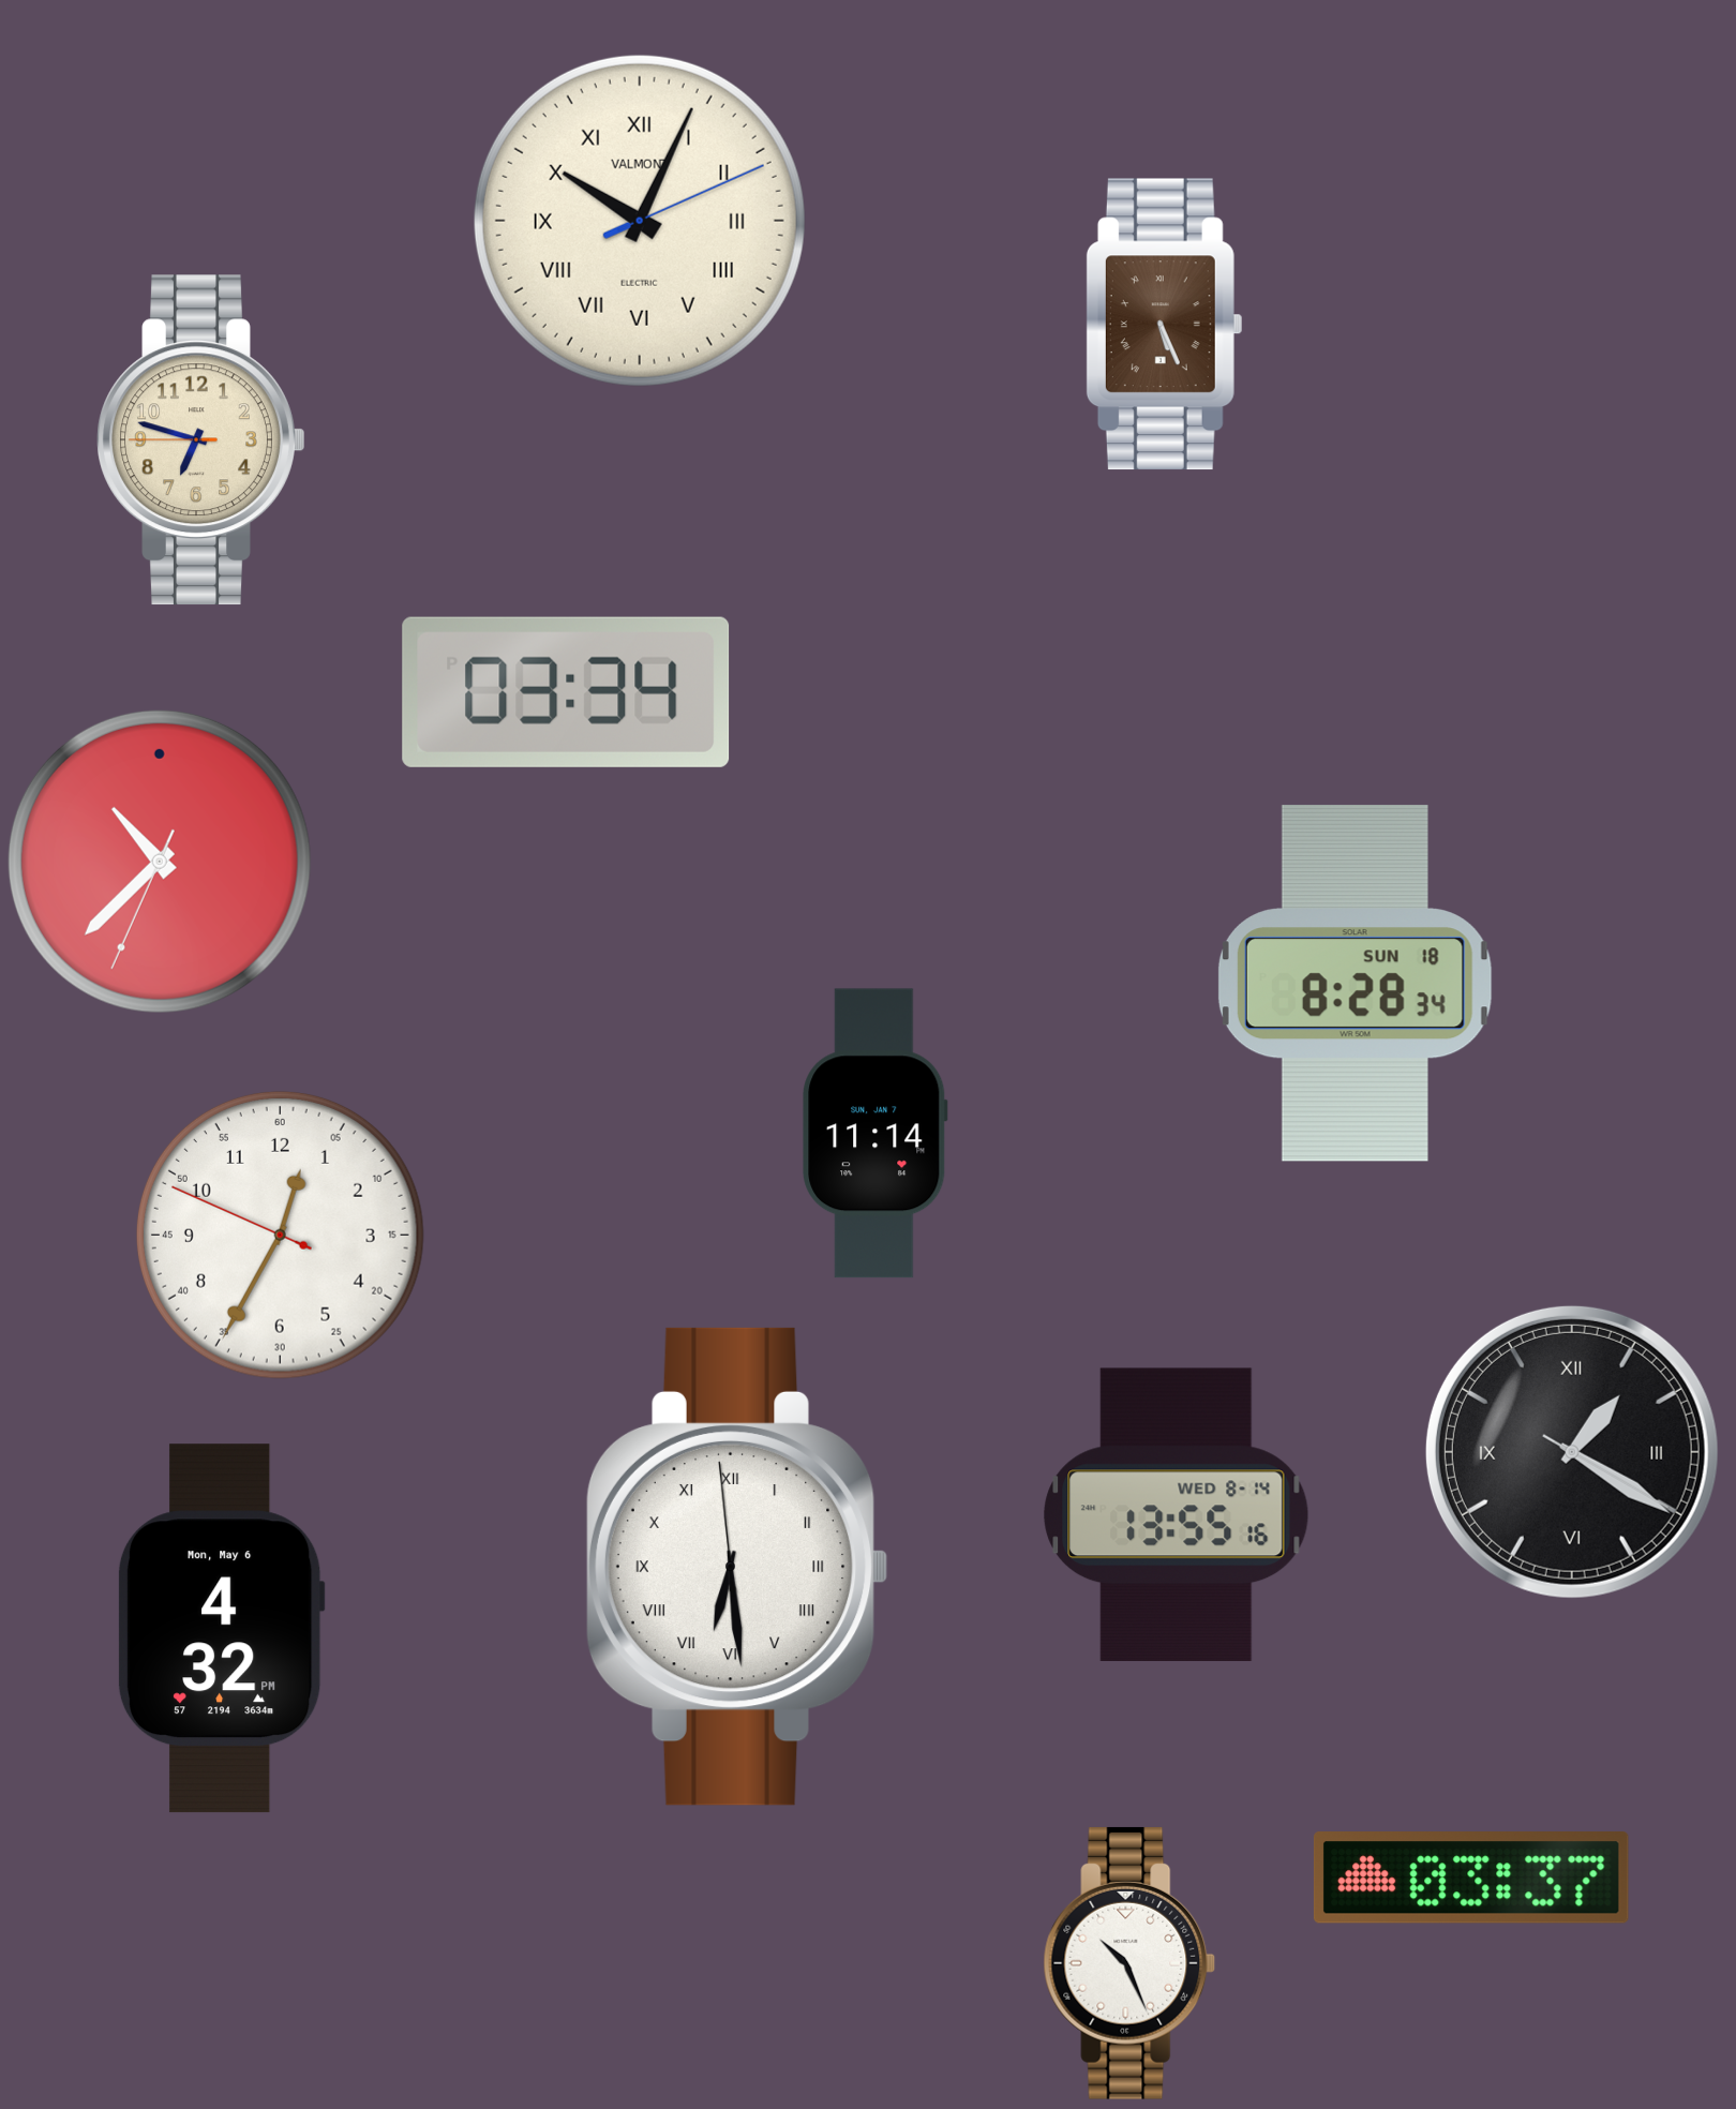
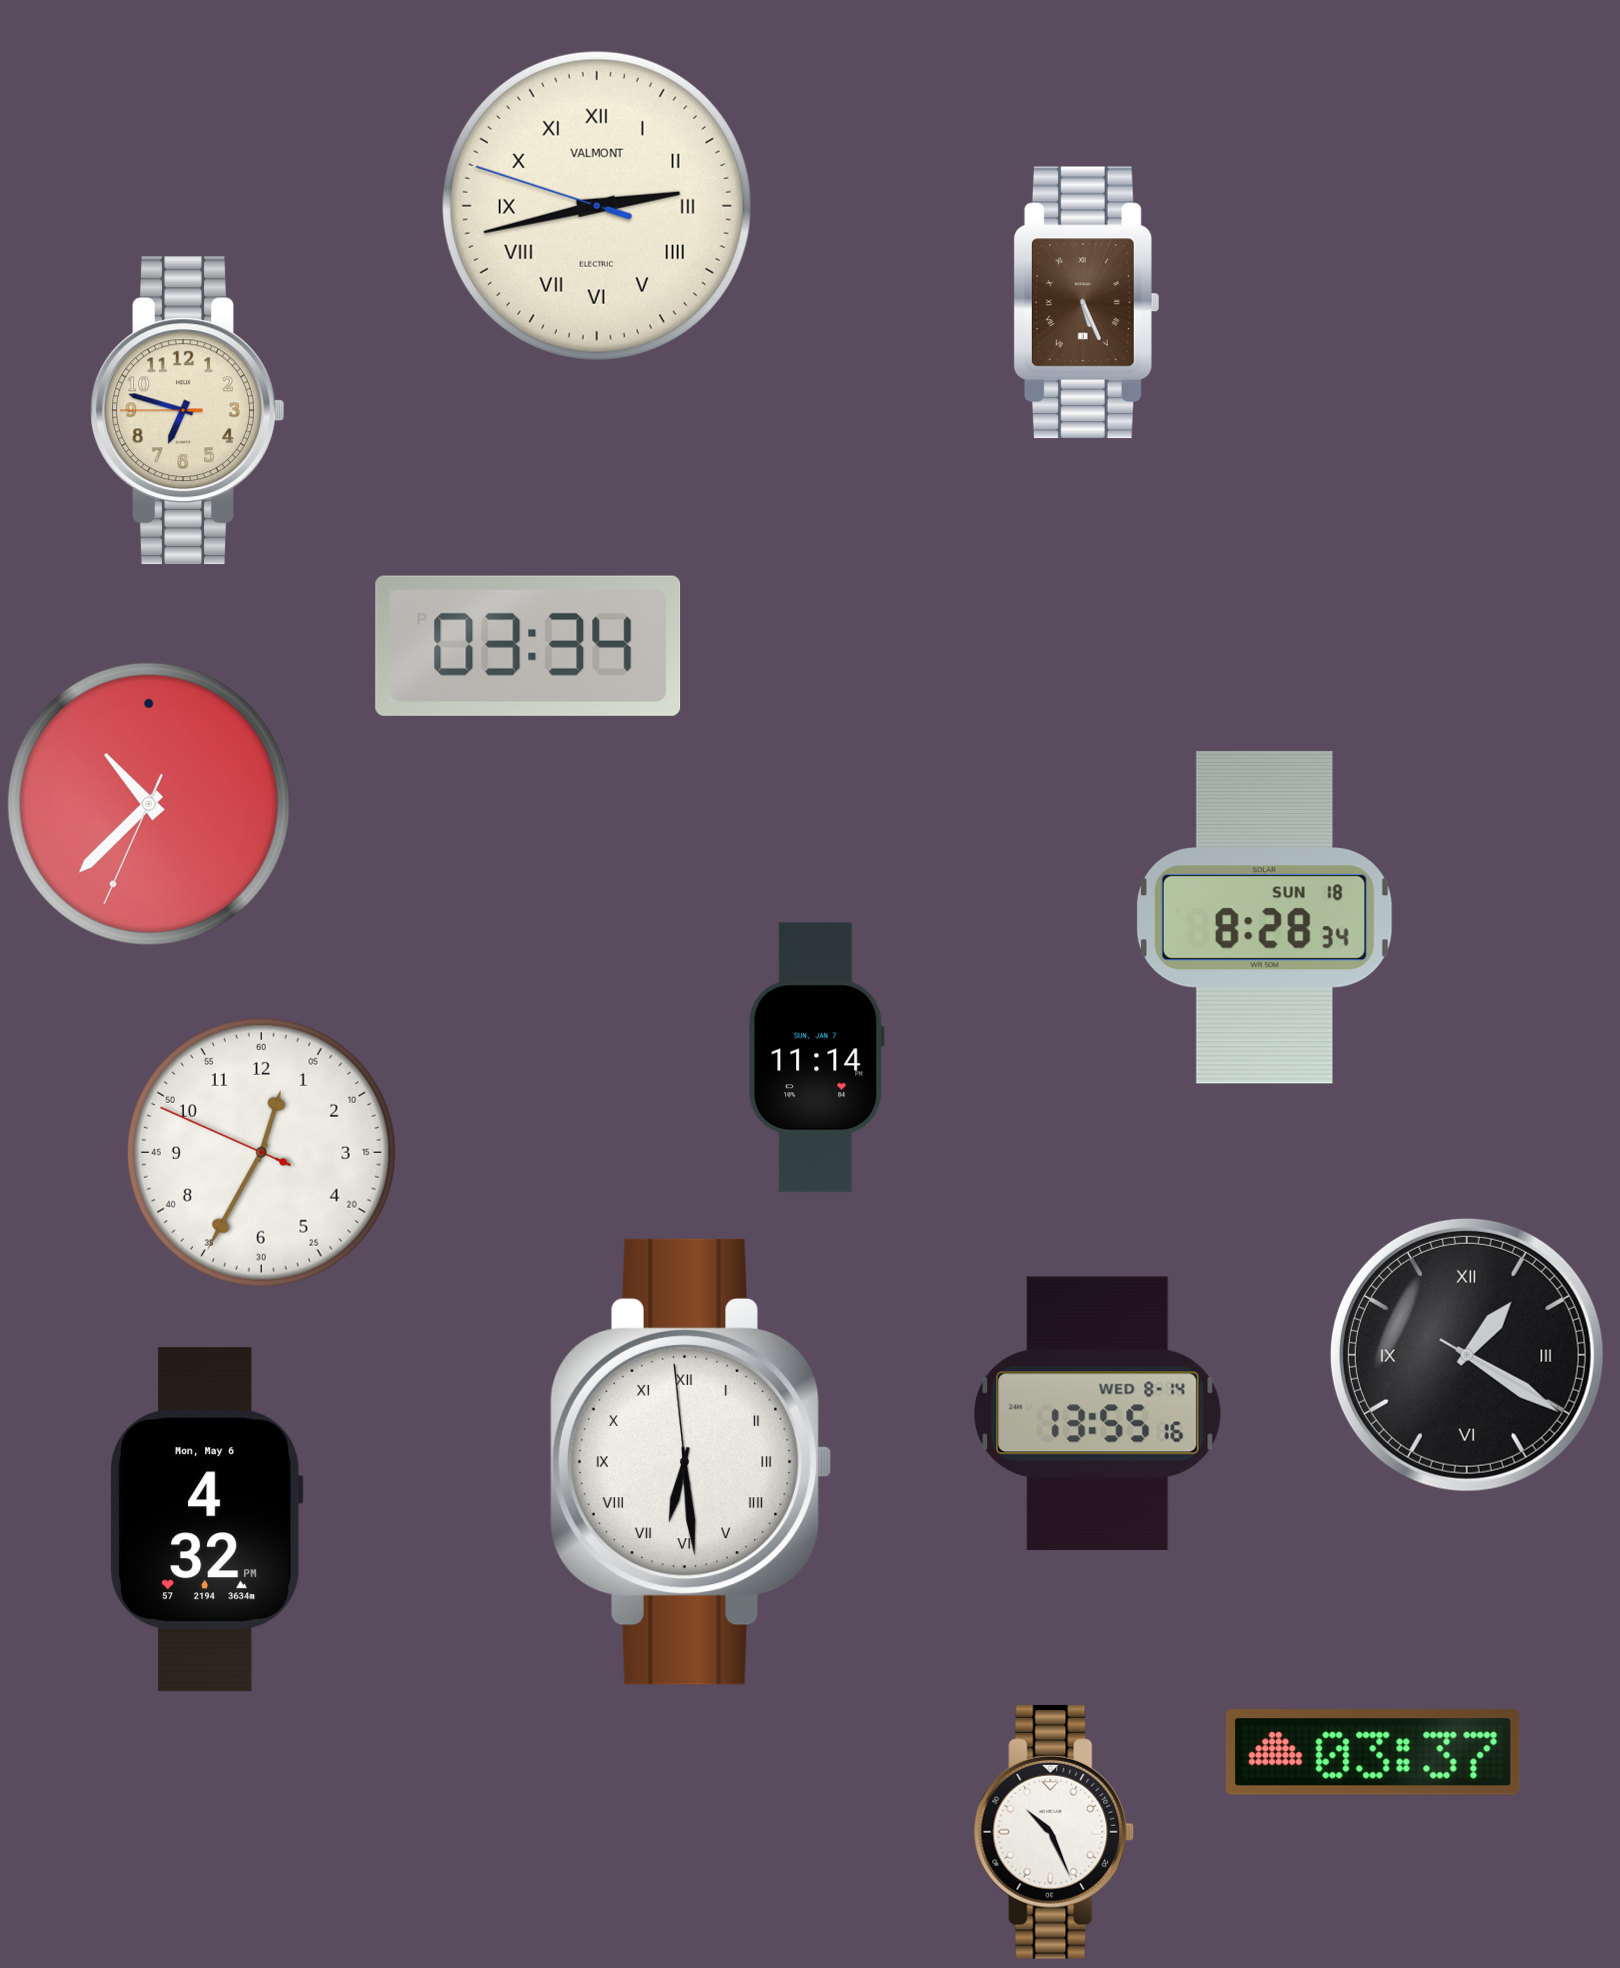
clock at (640, 221): 10:04 -> 2:42
clock at (737, 1567) position: (737, 1567) -> (691, 1462)
